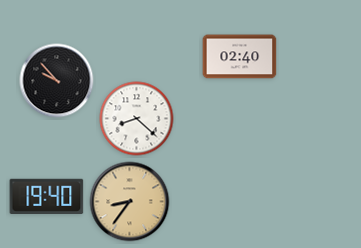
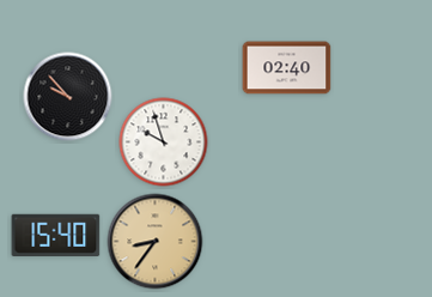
clock at (137, 119): 8:22 -> 9:57
clock at (47, 196): 19:40 -> 15:40
